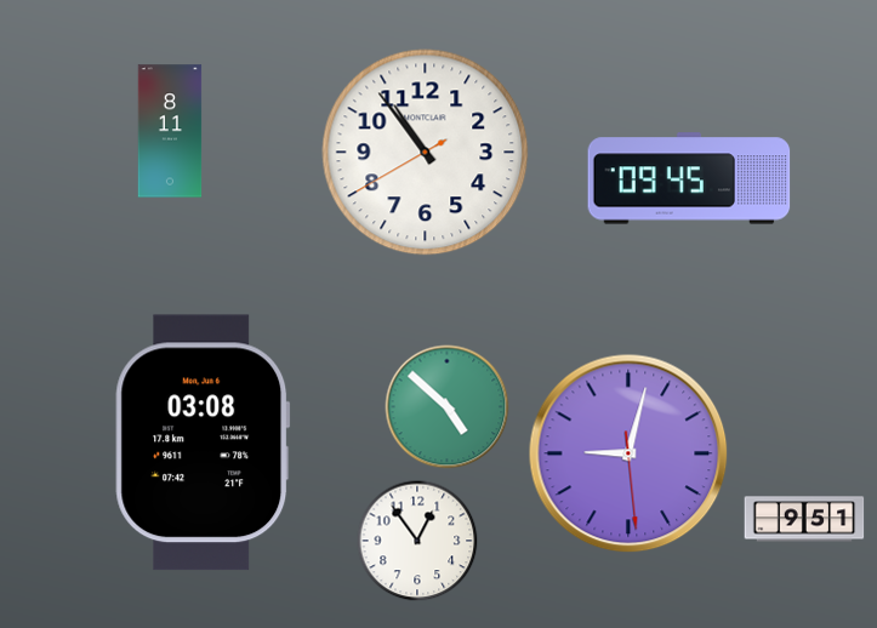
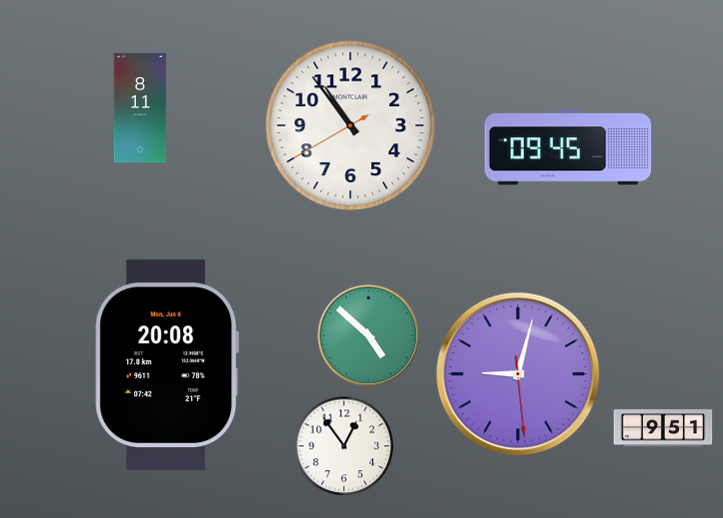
clock at (203, 443): 03:08 -> 20:08
